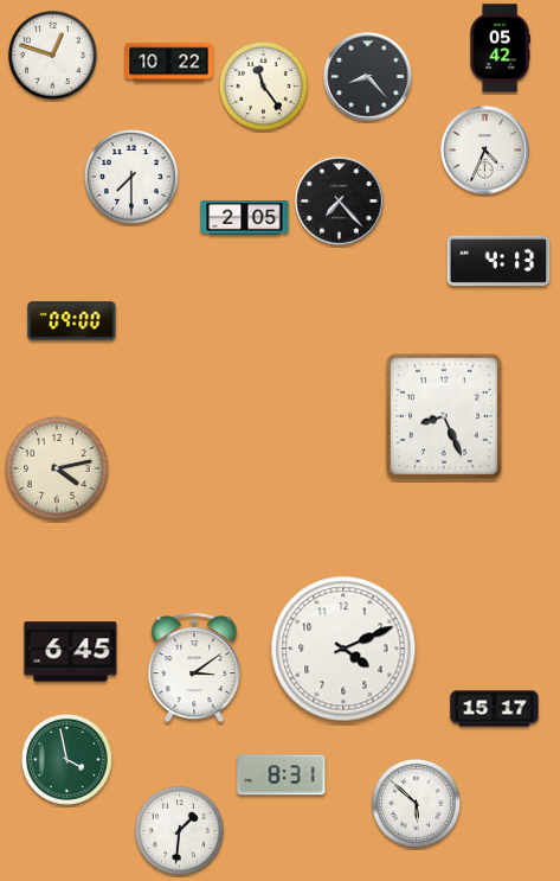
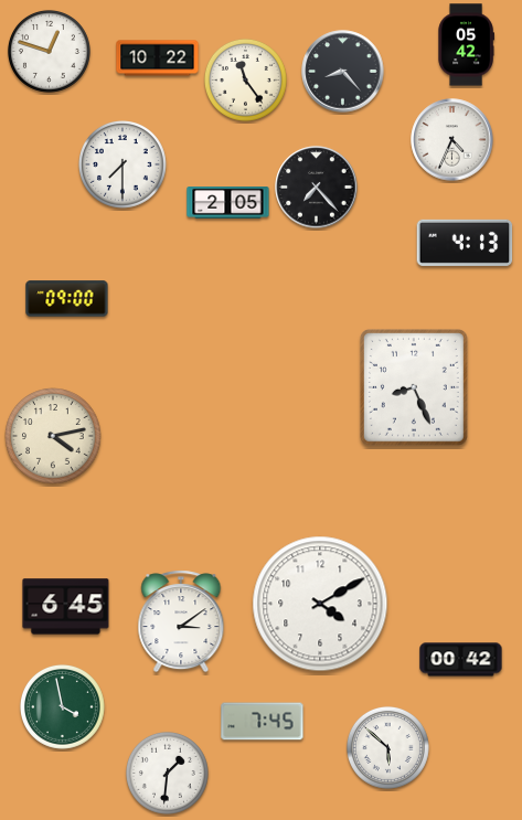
clock at (343, 649): 4:11 -> 4:10
clock at (495, 709): 15:17 -> 00:42
clock at (282, 775): 8:31 -> 7:45
